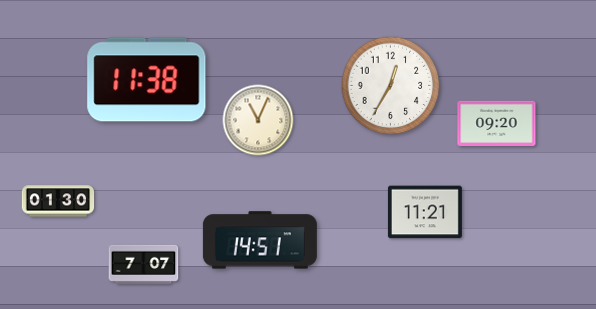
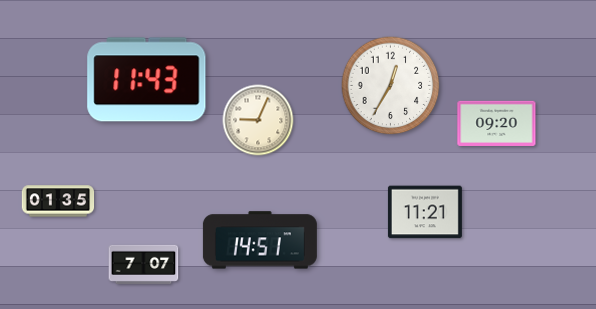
clock at (147, 80): 11:38 -> 11:43
clock at (258, 120): 11:04 -> 9:04
clock at (58, 201): 01:30 -> 01:35
